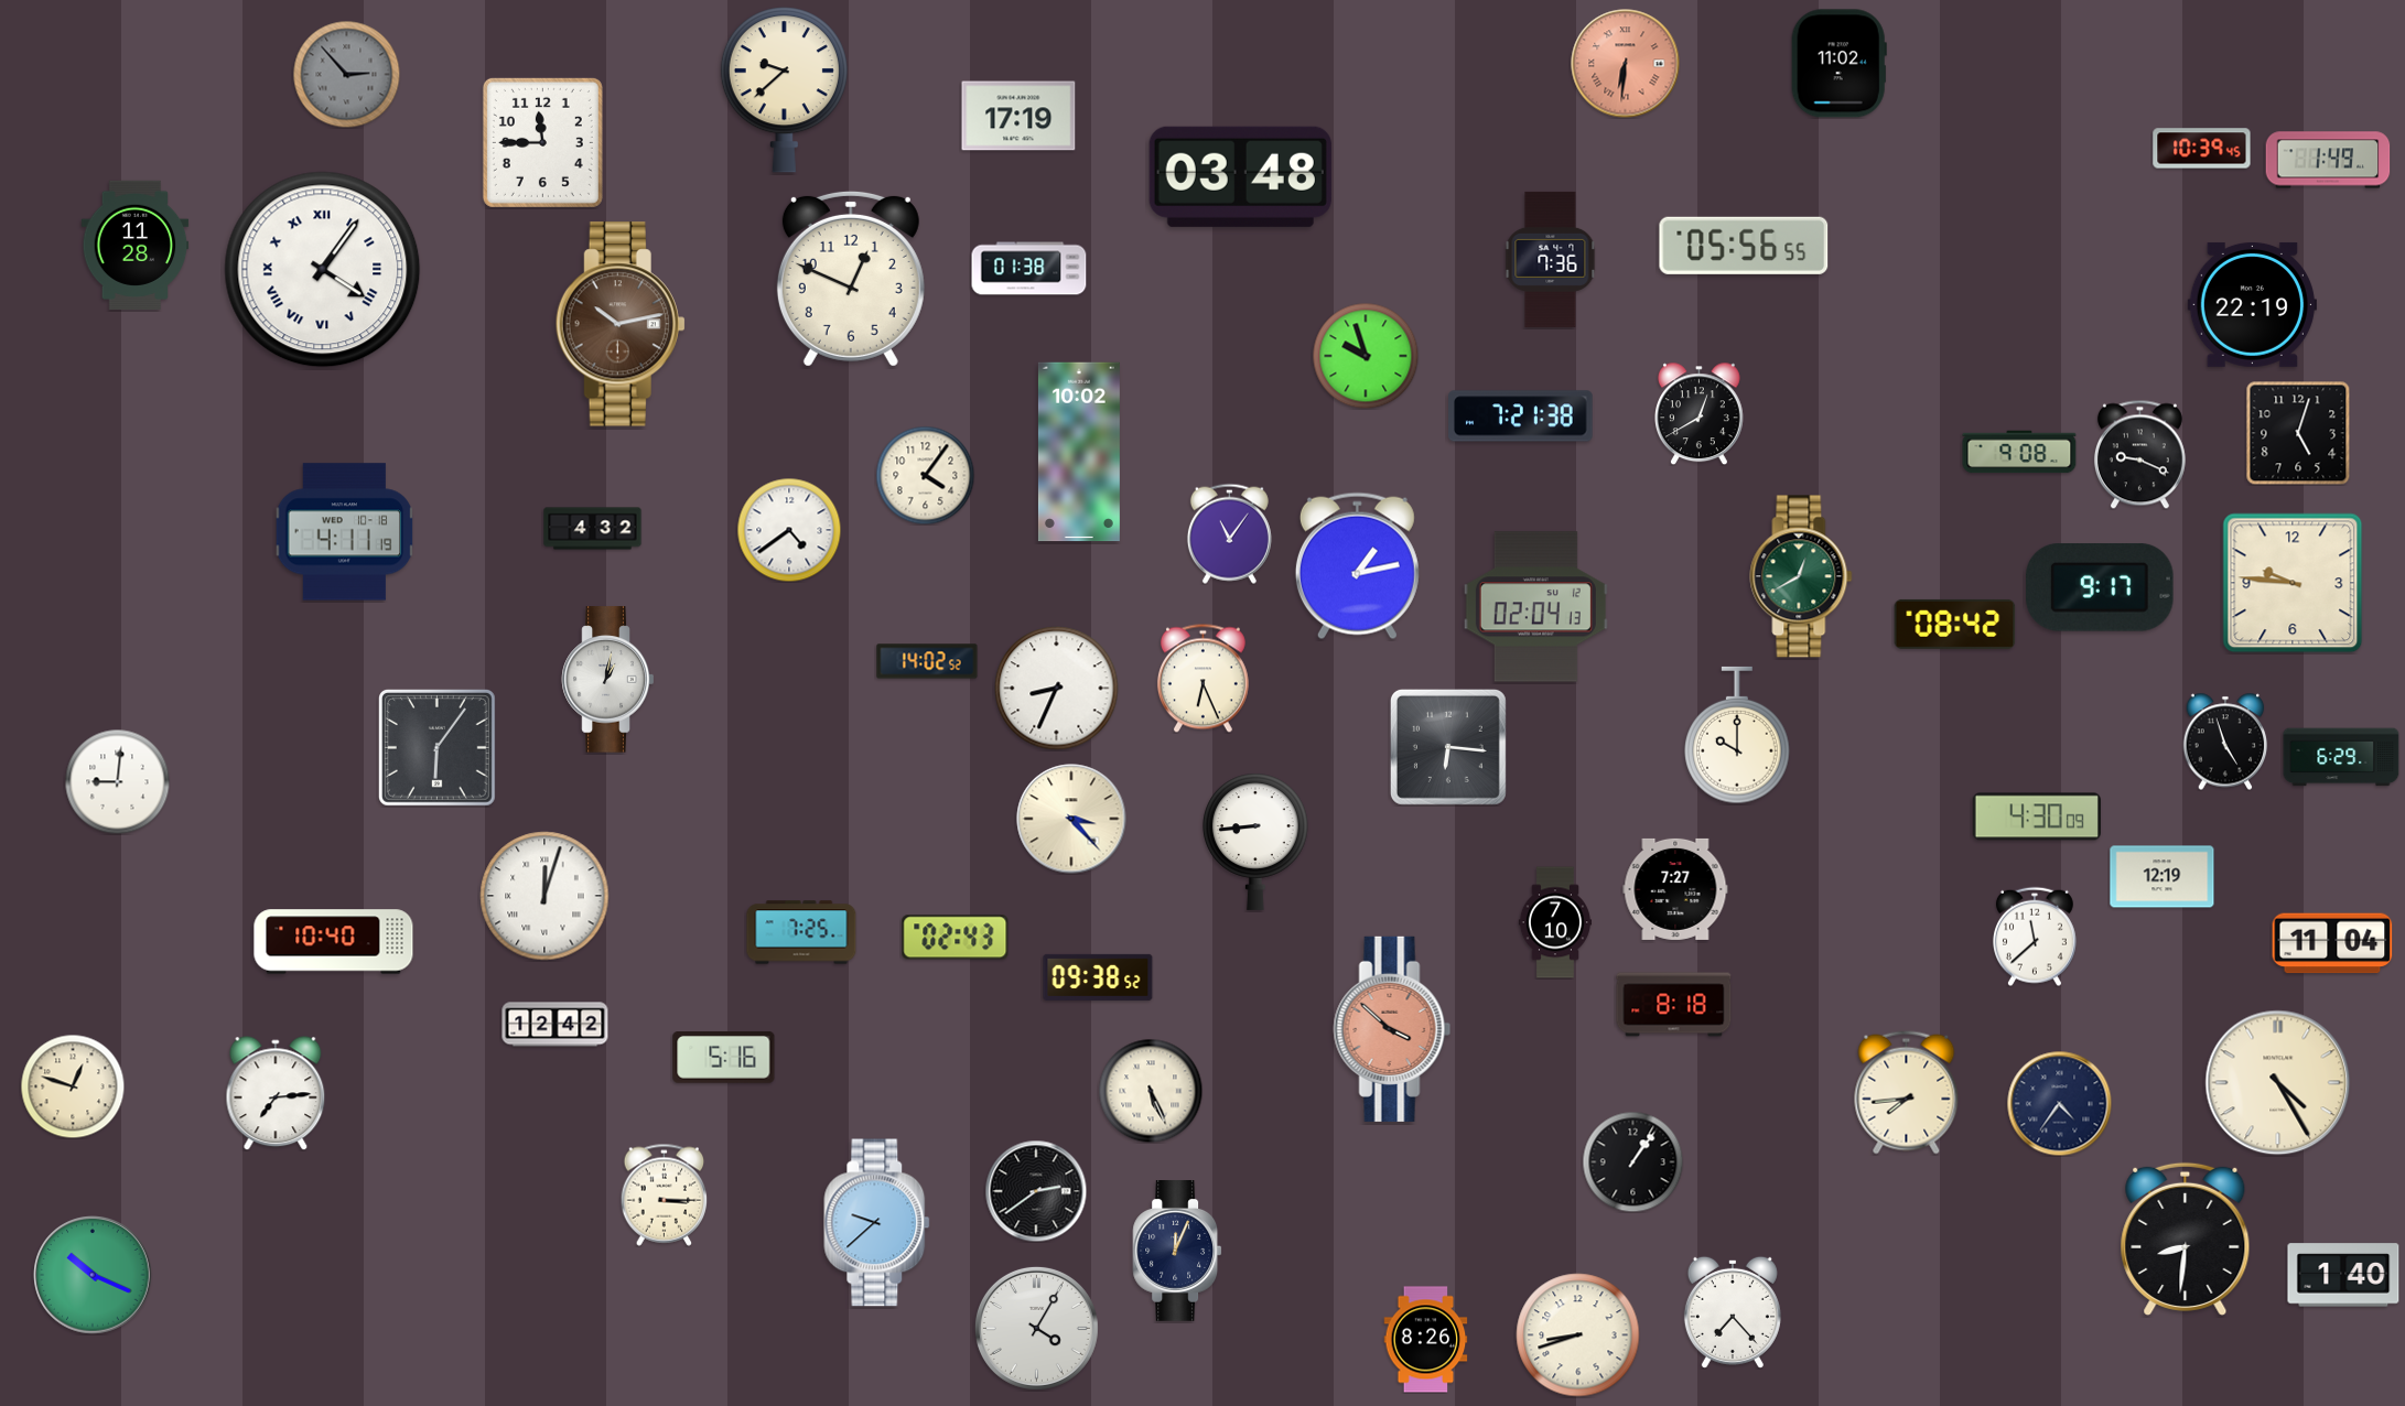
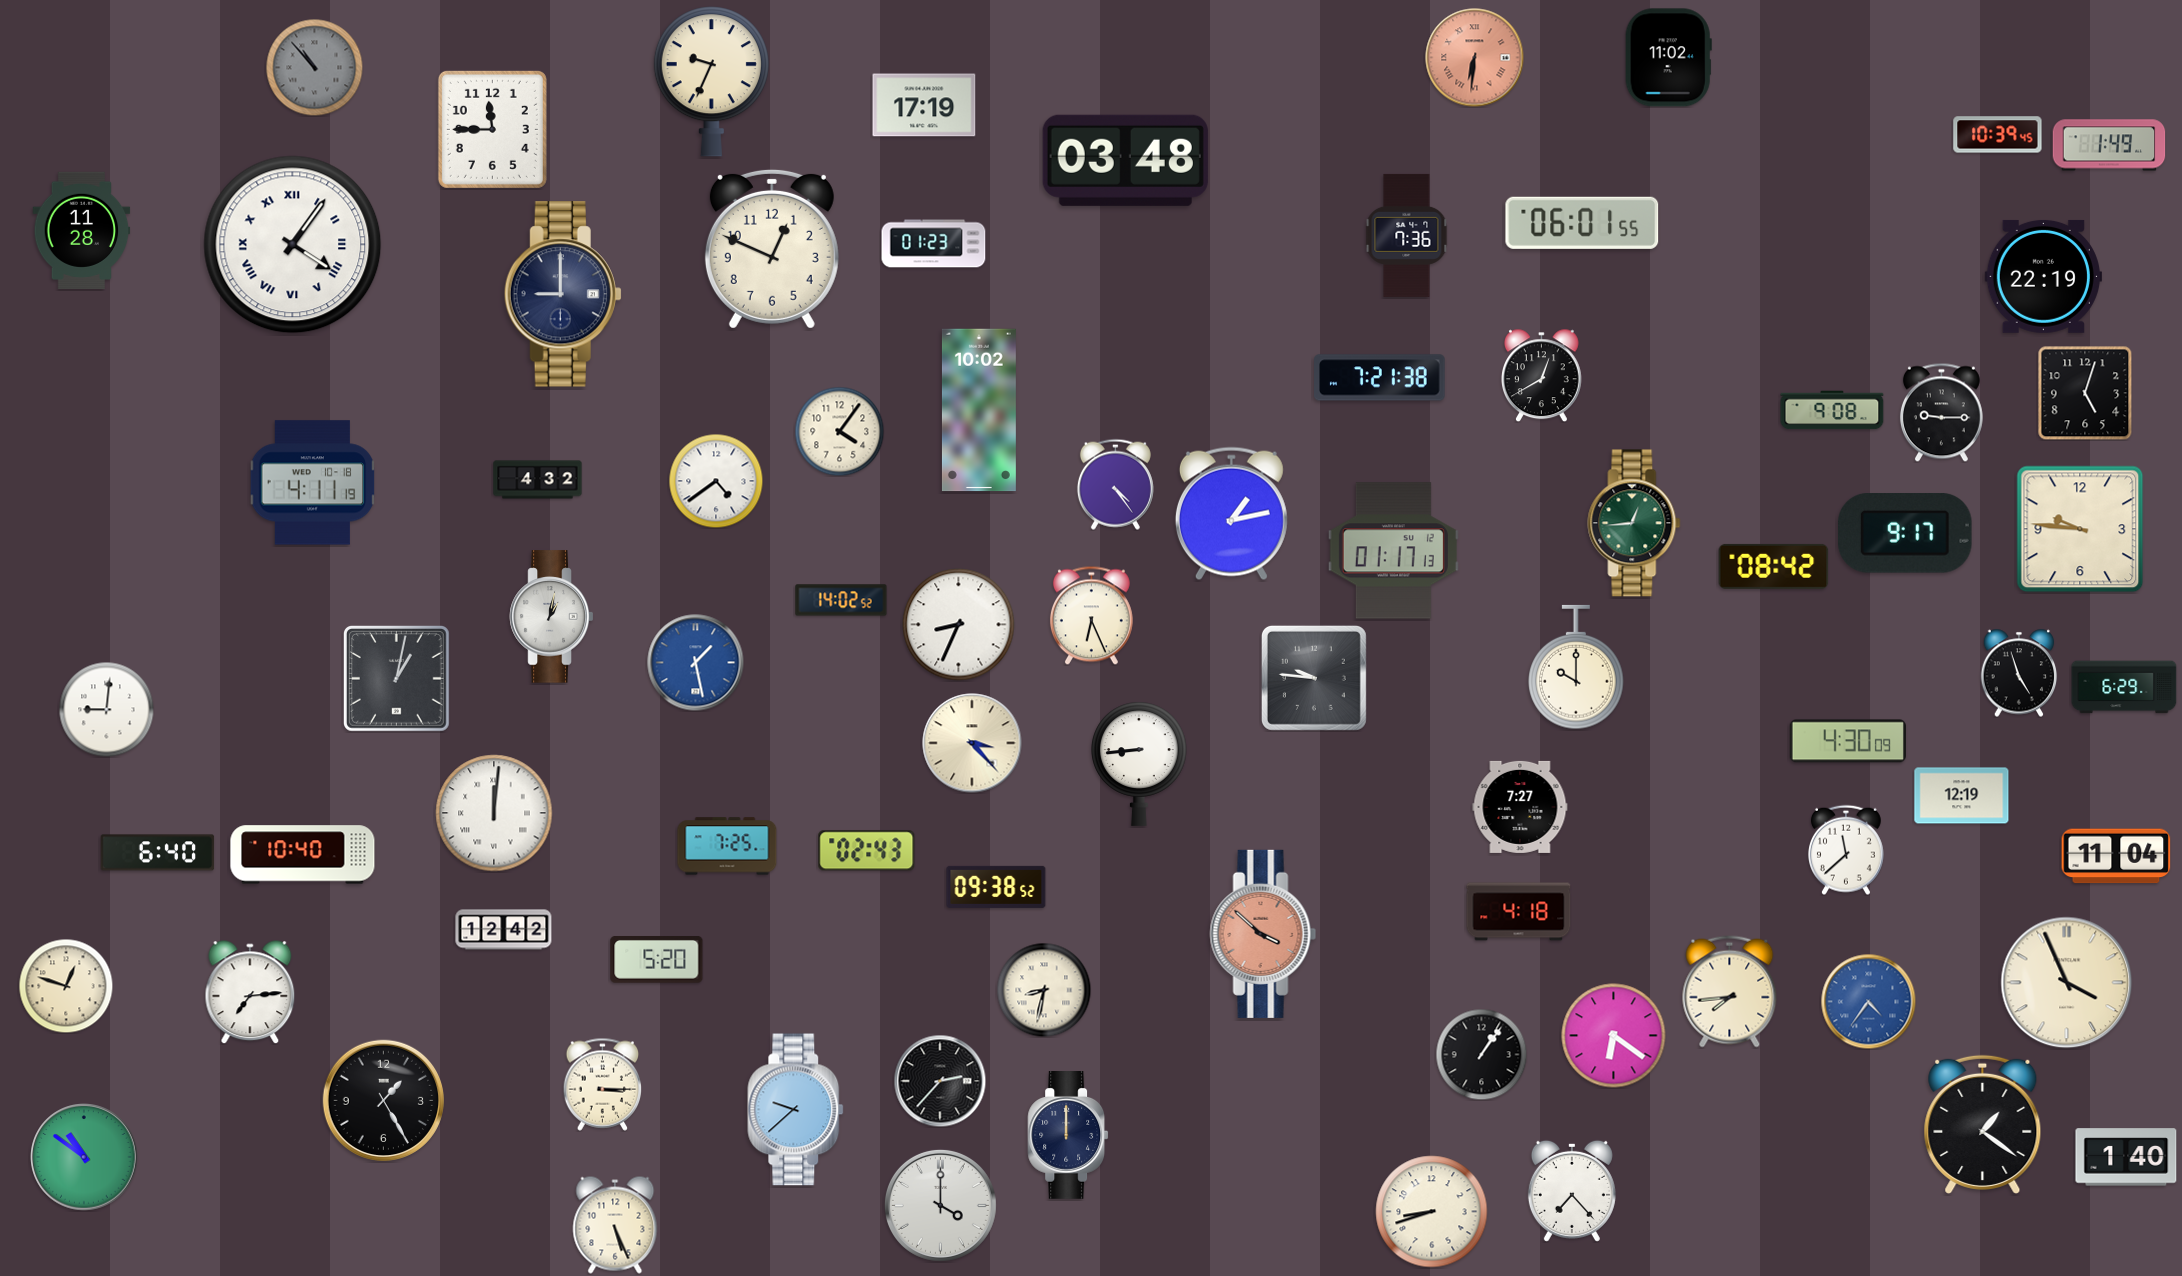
clock at (346, 74): 2:53 -> 10:53
clock at (784, 90): 9:38 -> 9:34
clock at (2328, 160) position: (2328, 160) -> (2109, 145)
clock at (136, 245) position: (136, 245) -> (82, 230)
clock at (1744, 246): 05:56 -> 06:01
clock at (1029, 269): 01:38 -> 01:23
clock at (851, 279) position: (851, 279) -> (772, 249)
clock at (621, 324): 10:13 -> 9:00
clock at (621, 324) dial: brown -> navy
clock at (1366, 356): 9:57 -> none
clock at (2139, 454): 9:19 -> 9:15
clock at (1229, 533): 11:06 -> 4:24
clock at (1801, 576): 12:40 -> 12:44
clock at (1535, 607): 02:04 -> 01:17
clock at (696, 663): none -> 1:28
clock at (1448, 747): 6:16 -> 9:46
clock at (438, 748): 6:06 -> 1:02
clock at (544, 896): 12:03 -> 12:01
clock at (1555, 922): 7:10 -> none
clock at (158, 853): none -> 6:40
clock at (1674, 1005): 8:18 -> 4:18
clock at (724, 1058): 5:16 -> 5:20
clock at (2278, 1083): 4:25 -> 3:56
clock at (1151, 1091): 5:26 -> 8:32
clock at (2059, 1103) dial: navy -> blue
clock at (1614, 1036): none -> 6:21
clock at (1036, 1191): 2:39 -> 2:37
clock at (383, 1100): none -> 1:25
clock at (2186, 1239): 8:31 -> 1:21
clock at (1177, 1252): 12:04 -> 12:00
clock at (93, 1275): 10:19 -> 10:51
clock at (1036, 1328): 4:05 -> 4:00
clock at (1426, 1340): 8:26 -> none
clock at (615, 1225): none -> 5:26
